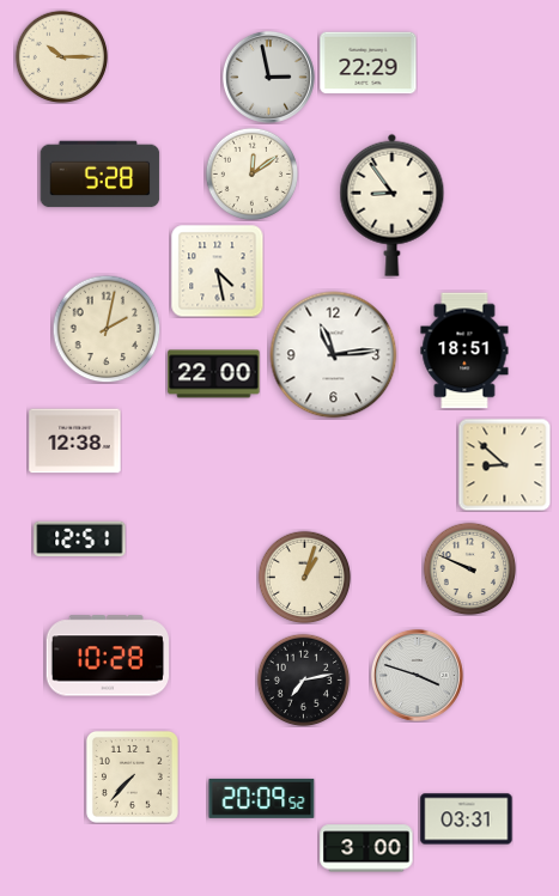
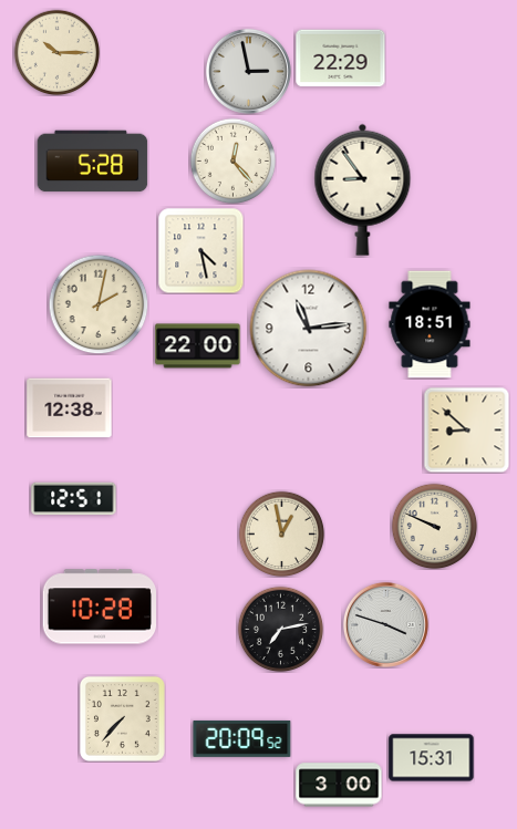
clock at (251, 173): 12:09 -> 12:23
clock at (304, 577): 1:03 -> 12:58
clock at (467, 819): 03:31 -> 15:31
